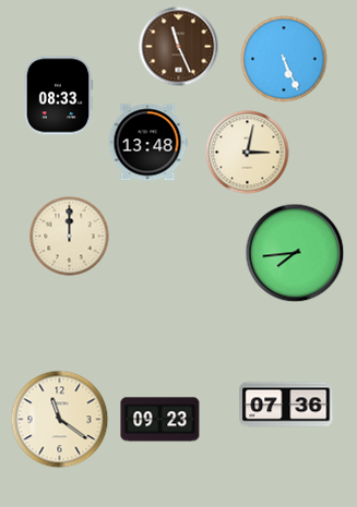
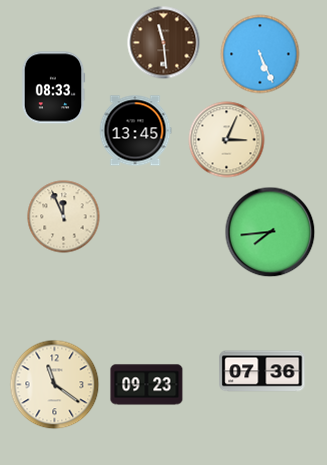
clock at (179, 47): 11:26 -> 11:29
clock at (147, 143): 13:48 -> 13:45
clock at (248, 153): 3:02 -> 3:04
clock at (70, 237): 12:00 -> 11:56
